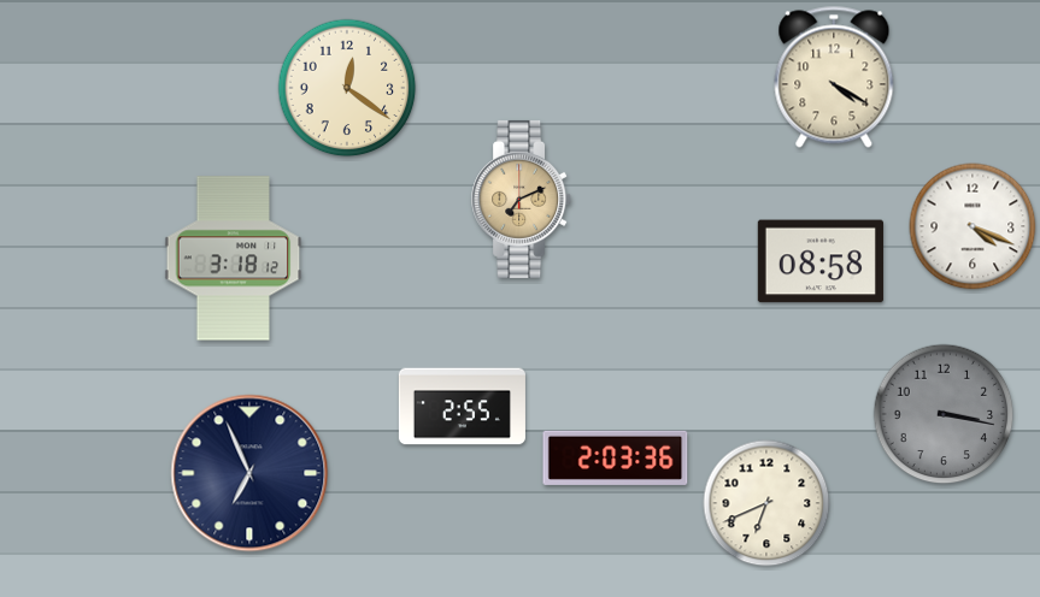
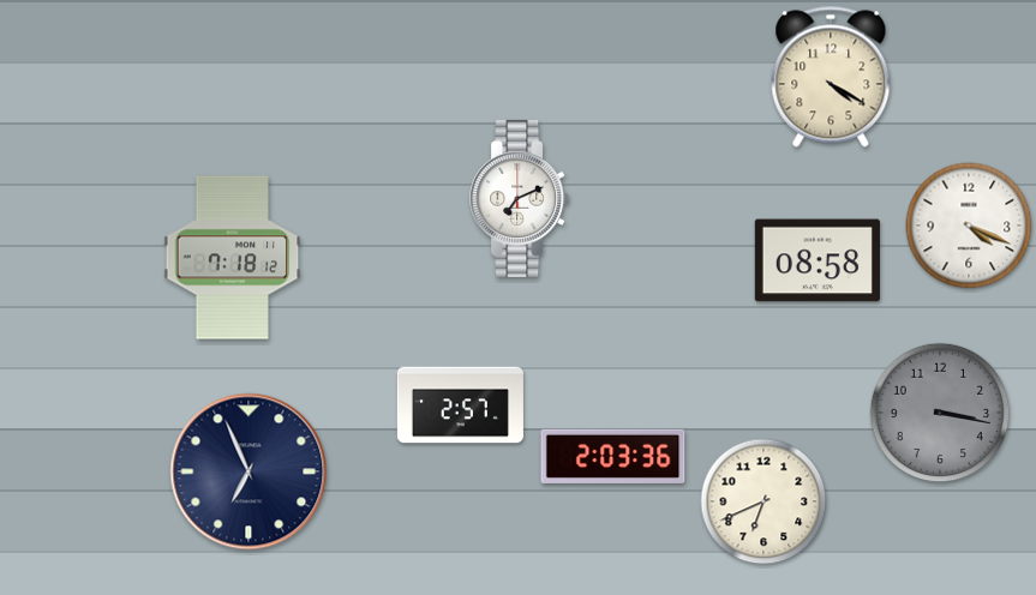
clock at (347, 88): 12:21 -> none
clock at (522, 199) dial: champagne -> white
clock at (234, 259): 3:18 -> 7:18
clock at (462, 407): 2:55 -> 2:57
